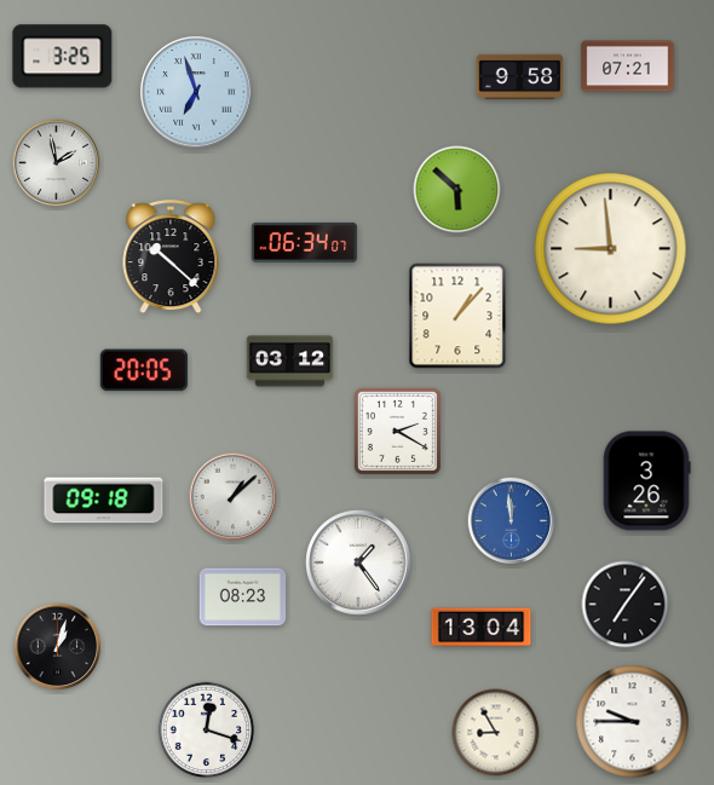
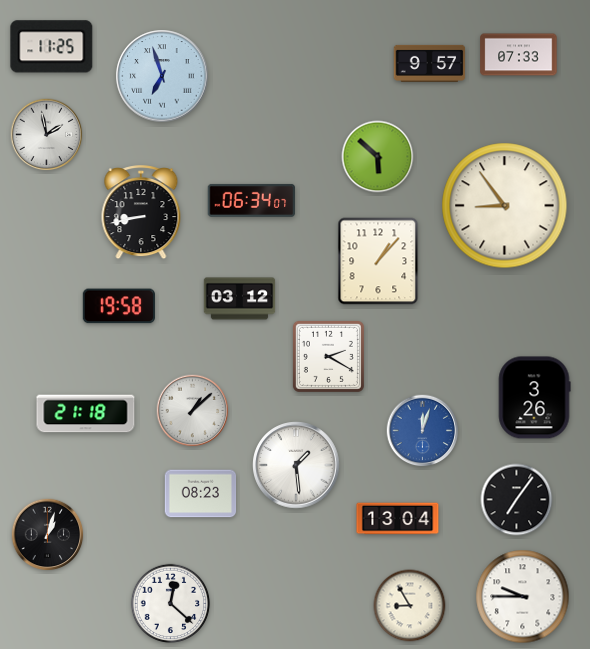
clock at (63, 57): 3:25 -> 11:25
clock at (628, 67): 07:21 -> 07:33
clock at (520, 76): 9:58 -> 9:57
clock at (611, 249): 8:59 -> 8:54
clock at (171, 258): 10:22 -> 8:43
clock at (144, 370): 20:05 -> 19:58
clock at (104, 501): 09:18 -> 21:18
clock at (512, 521): 11:59 -> 12:03
clock at (358, 562): 1:24 -> 1:29
clock at (207, 731): 12:18 -> 12:22
